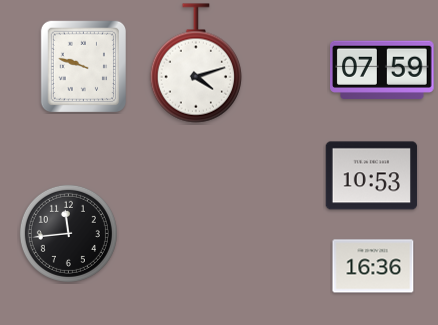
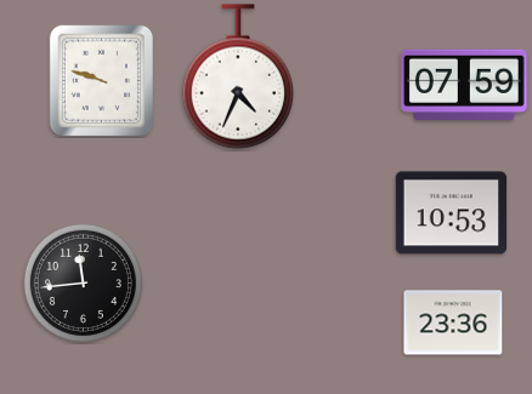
clock at (196, 63): 4:12 -> 4:34
clock at (373, 266): 16:36 -> 23:36
